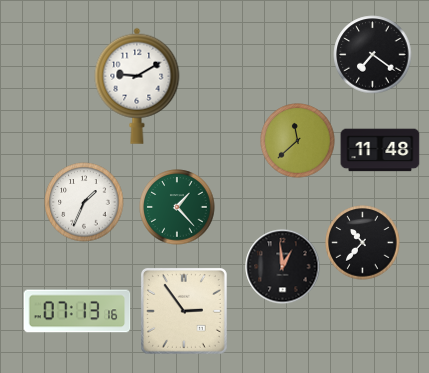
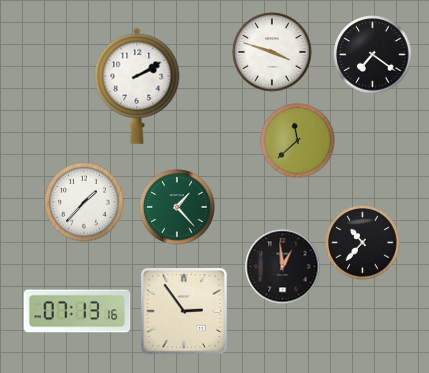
clock at (272, 52): none -> 3:48
clock at (137, 86): 9:10 -> 2:10
clock at (380, 150): 11:48 -> none
clock at (84, 202): 1:34 -> 1:37
